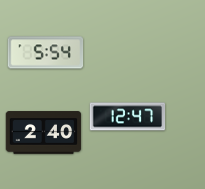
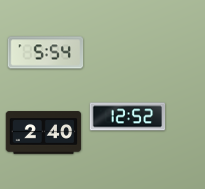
clock at (128, 117): 12:47 -> 12:52
